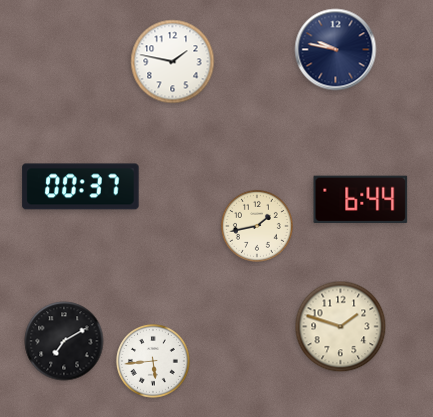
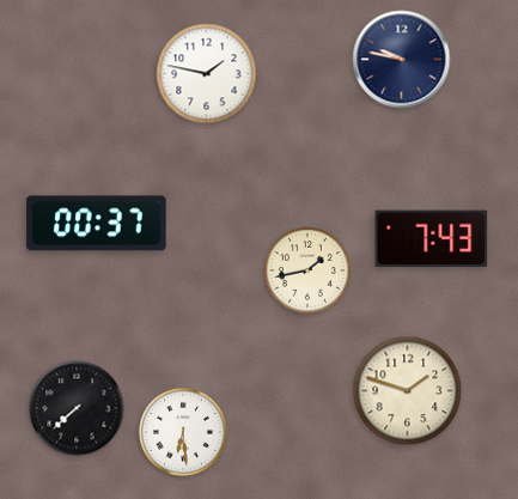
clock at (361, 199): 6:44 -> 7:43
clock at (64, 341): 7:10 -> 7:38
clock at (154, 362): 5:44 -> 6:29
